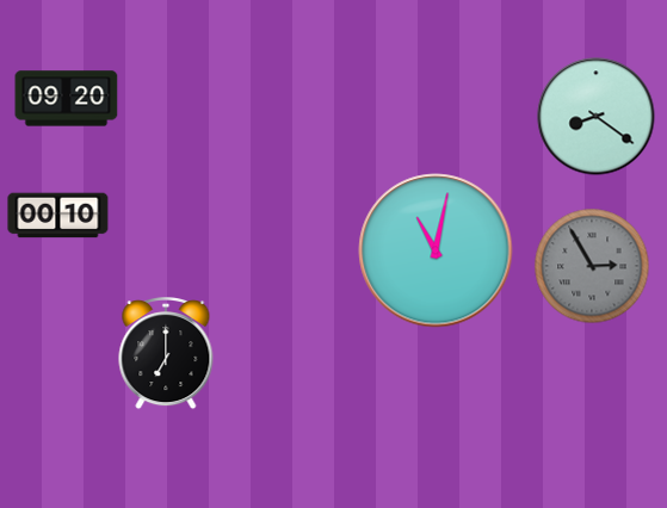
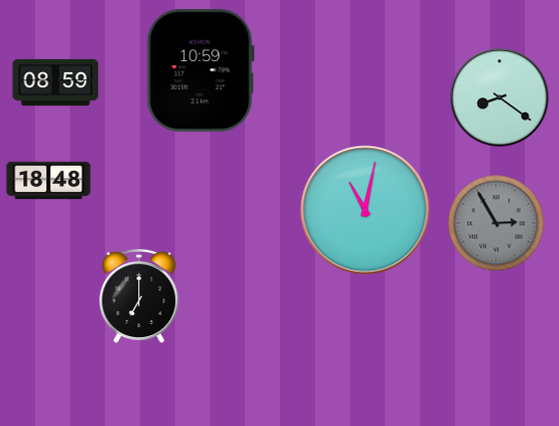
clock at (200, 71): none -> 10:59
clock at (67, 99): 09:20 -> 08:59
clock at (58, 216): 00:10 -> 18:48
